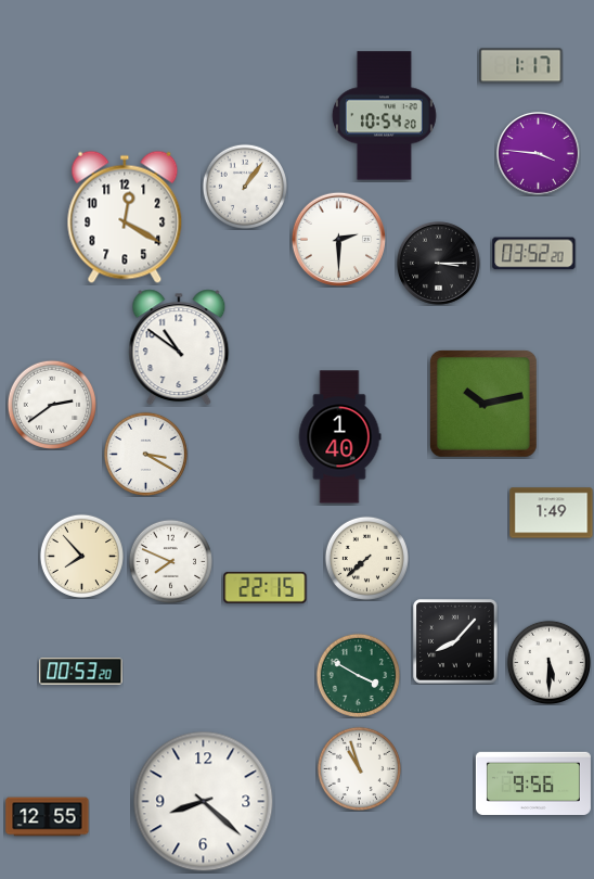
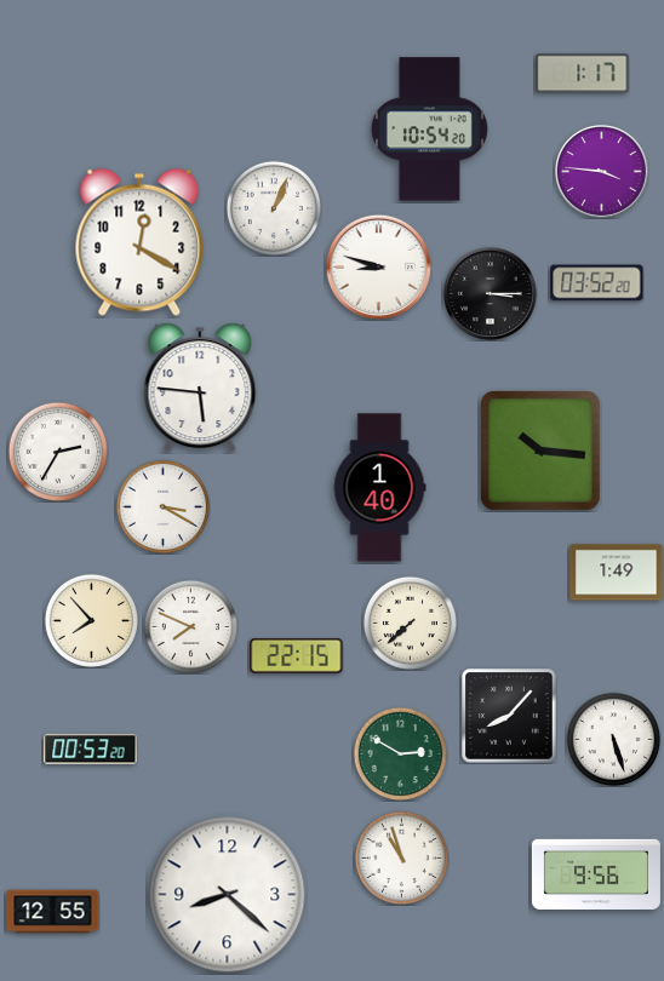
clock at (244, 186): 1:06 -> 1:04
clock at (338, 239): 2:30 -> 8:48
clock at (179, 347): 10:51 -> 5:46
clock at (51, 404): 2:39 -> 2:35
clock at (483, 404): 10:13 -> 10:16
clock at (548, 662): 5:30 -> 5:27
clock at (358, 675): 3:50 -> 2:50
